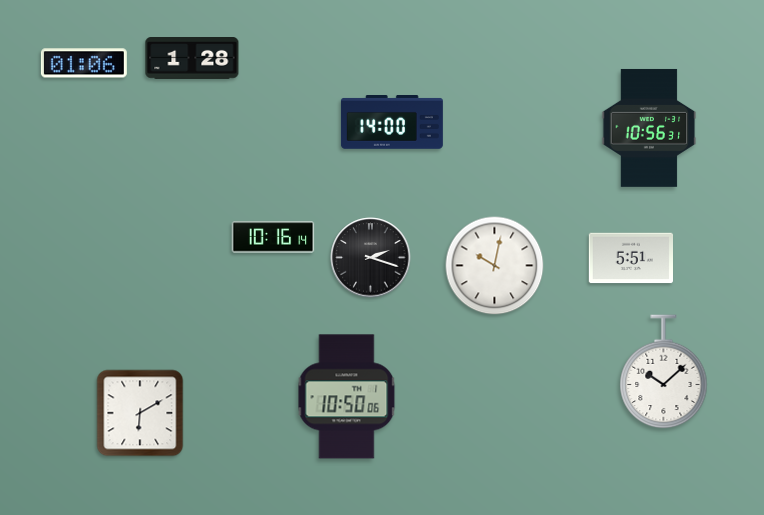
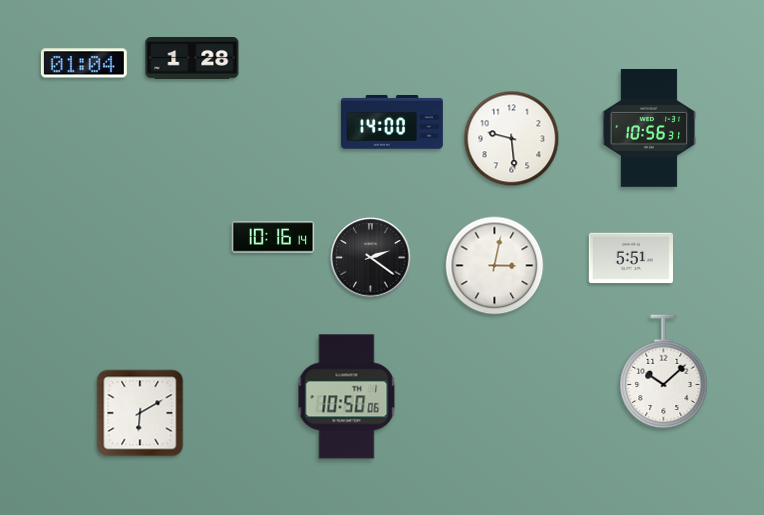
clock at (84, 63): 01:06 -> 01:04
clock at (512, 139): none -> 9:29
clock at (371, 258): 2:18 -> 2:21
clock at (495, 266): 10:02 -> 3:02
